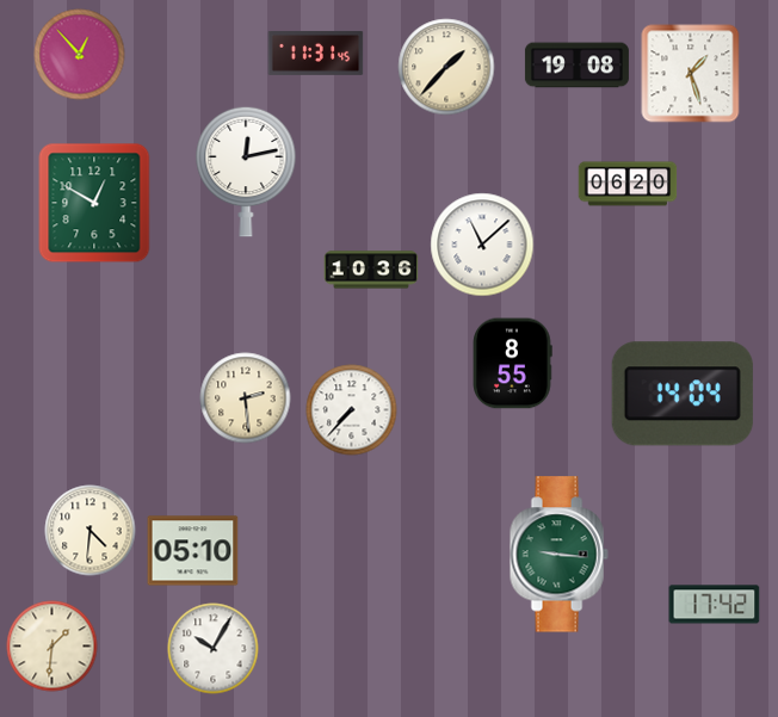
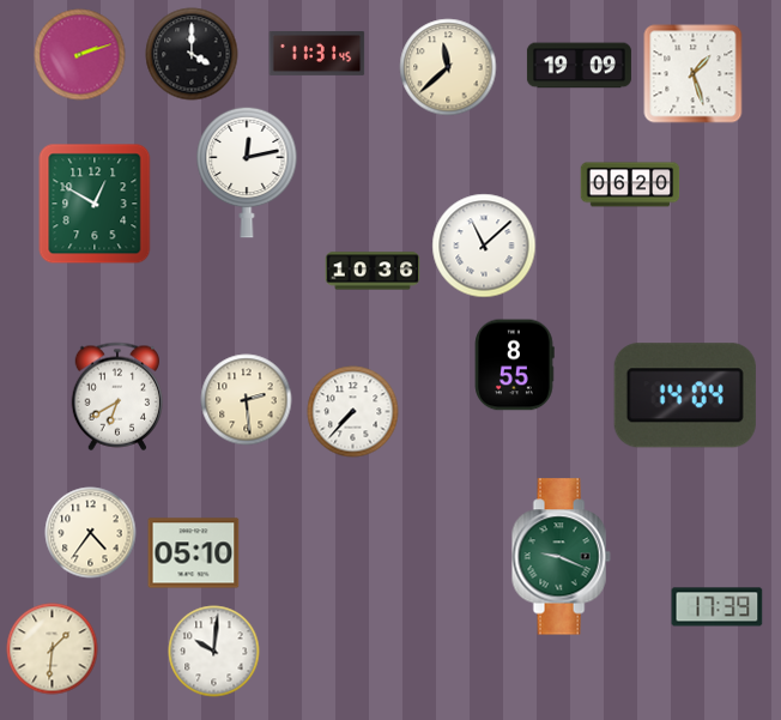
clock at (192, 54): none -> 4:00
clock at (80, 55): 12:53 -> 2:12
clock at (576, 66): 19:08 -> 19:09
clock at (446, 67): 1:37 -> 11:38
clock at (117, 397): none -> 6:40
clock at (91, 531): 4:31 -> 4:36
clock at (558, 555): 9:16 -> 9:19
clock at (715, 605): 17:42 -> 17:39
clock at (214, 649): 10:05 -> 10:01
